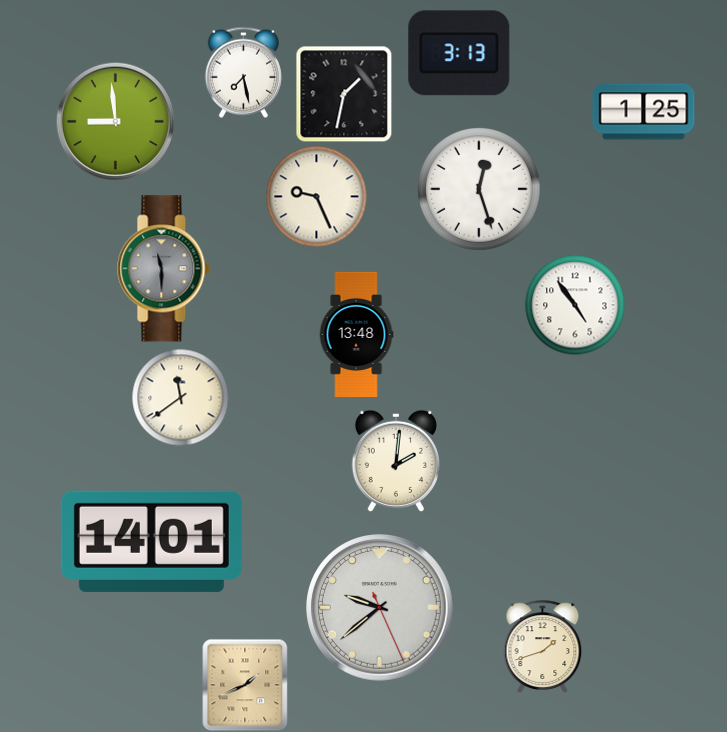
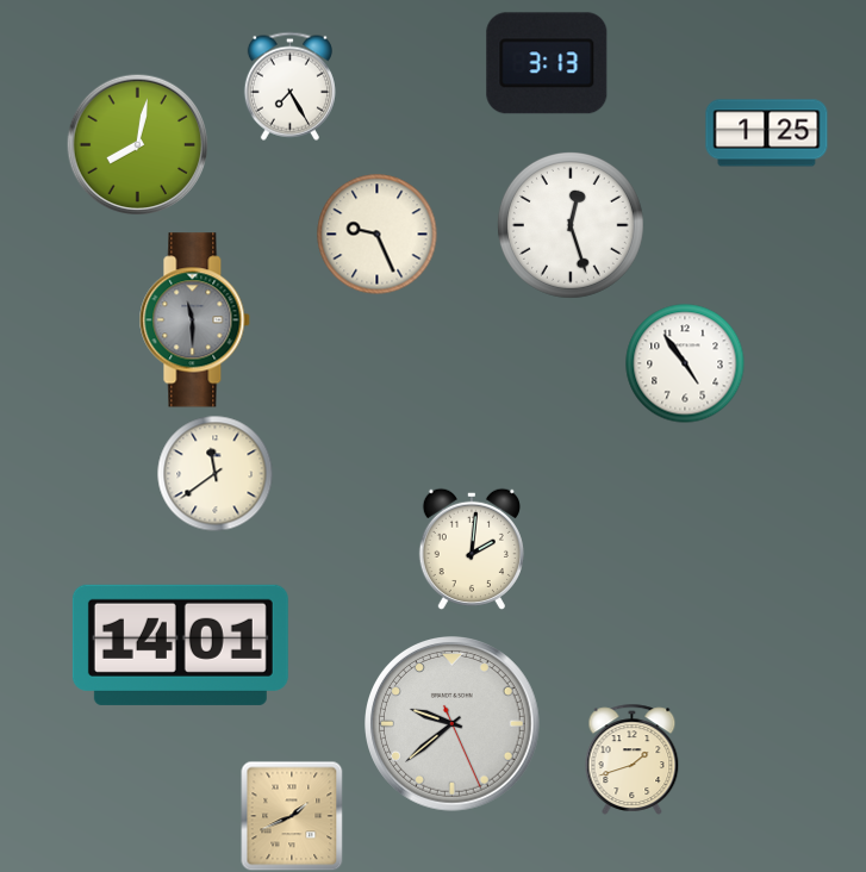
clock at (243, 72): 7:28 -> 7:25
clock at (344, 94): 1:32 -> none
clock at (115, 121): 8:59 -> 8:02
clock at (356, 334): 13:48 -> none
clock at (543, 646) position: (543, 646) -> (633, 759)
